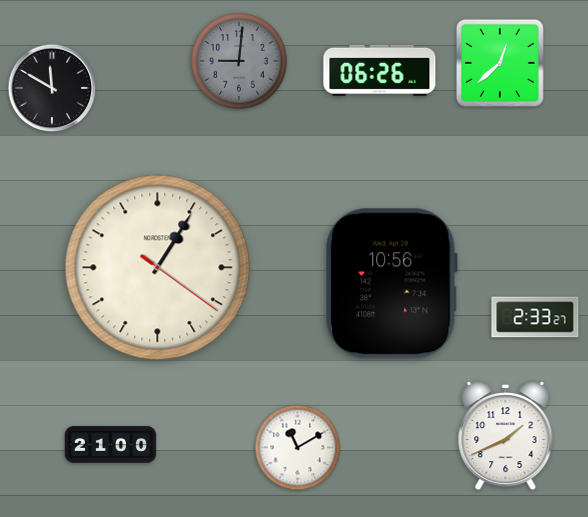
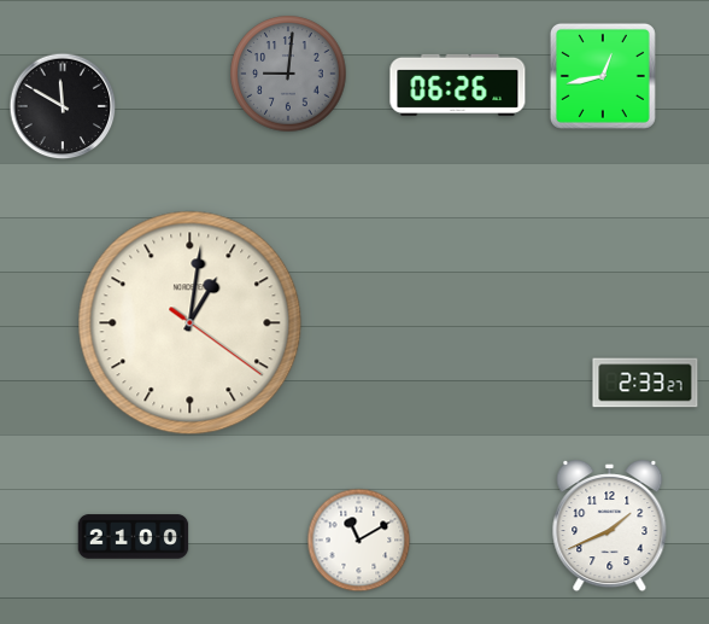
clock at (500, 63): 12:38 -> 12:43
clock at (158, 268): 1:05 -> 1:01
clock at (392, 284): 10:56 -> none
